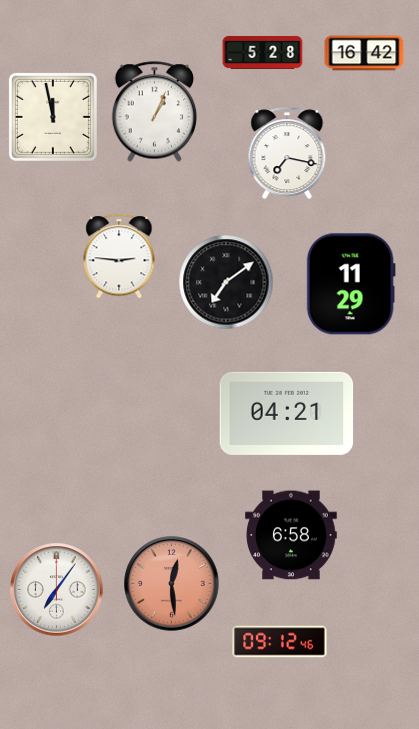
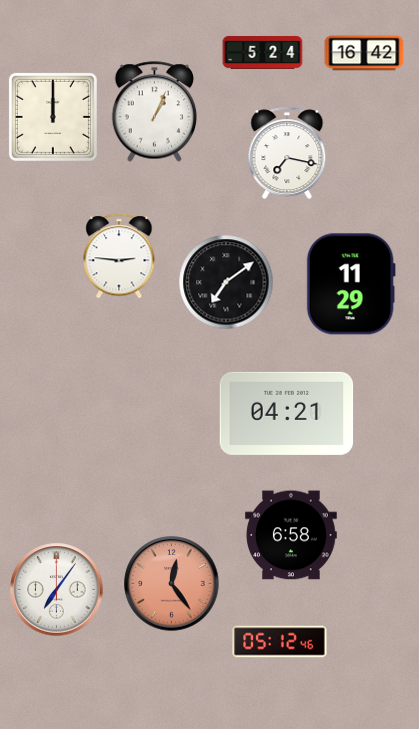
clock at (263, 52): 5:28 -> 5:24
clock at (53, 117): 11:58 -> 12:00
clock at (172, 584): 12:29 -> 12:24
clock at (280, 642): 09:12 -> 05:12
